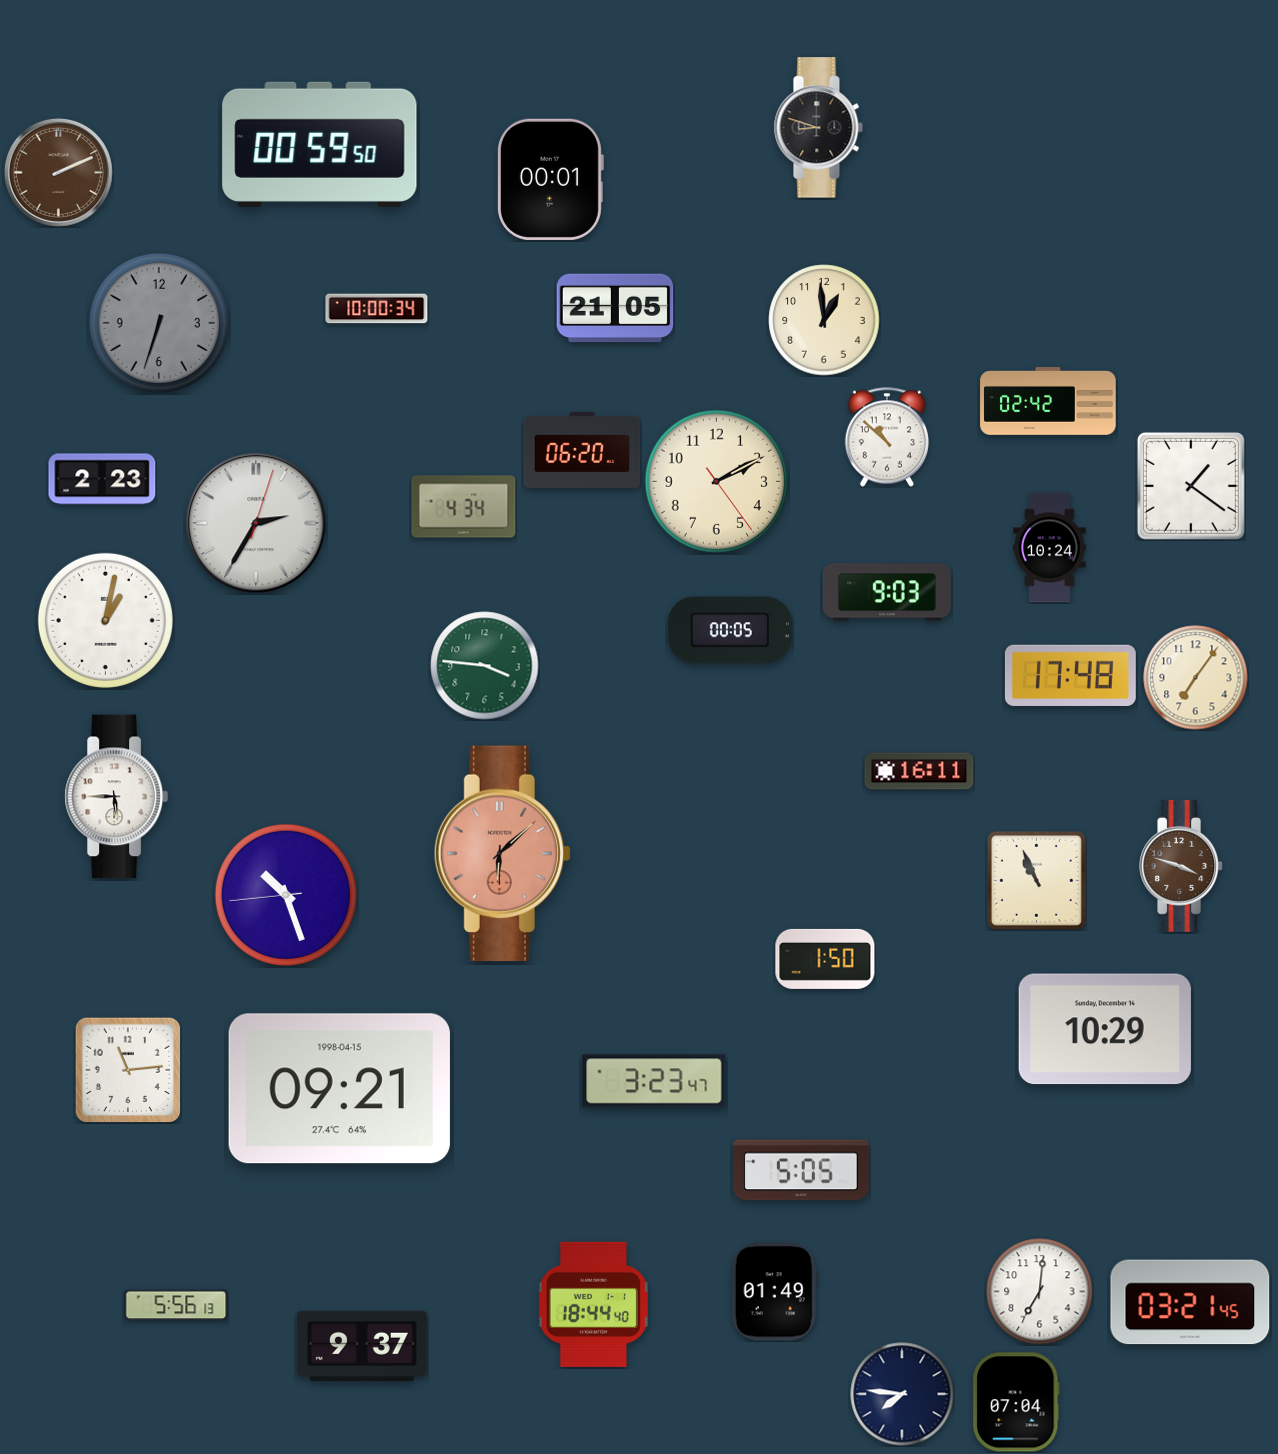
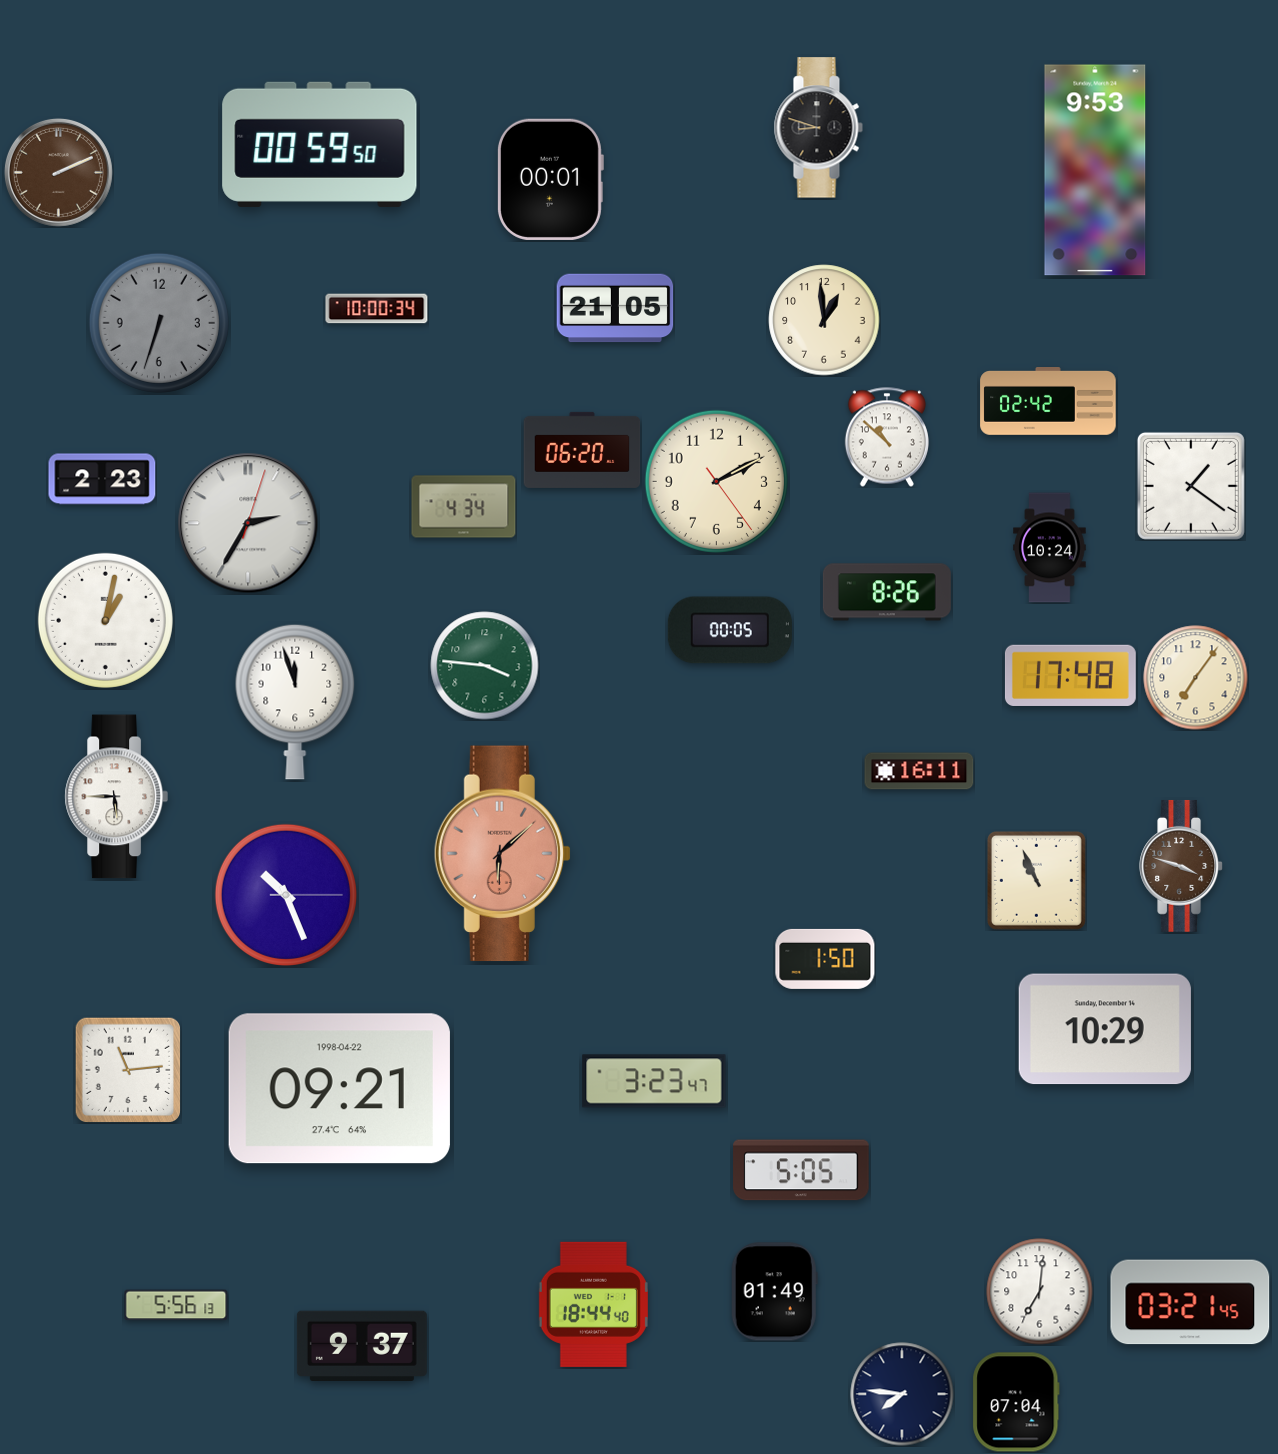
clock at (1095, 170): none -> 9:53
clock at (256, 523) position: (256, 523) -> (248, 523)
clock at (887, 592): 9:03 -> 8:26
clock at (295, 702): none -> 11:57
clock at (286, 895): 10:26:44 -> 10:26:15
clock at (339, 1089) date: 1998-04-15 -> 1998-04-22
